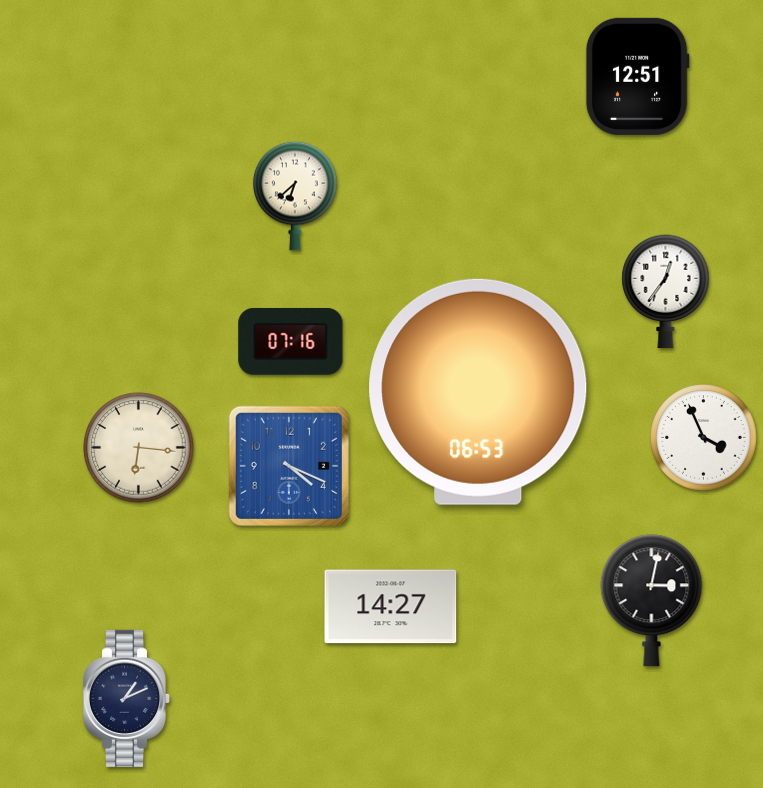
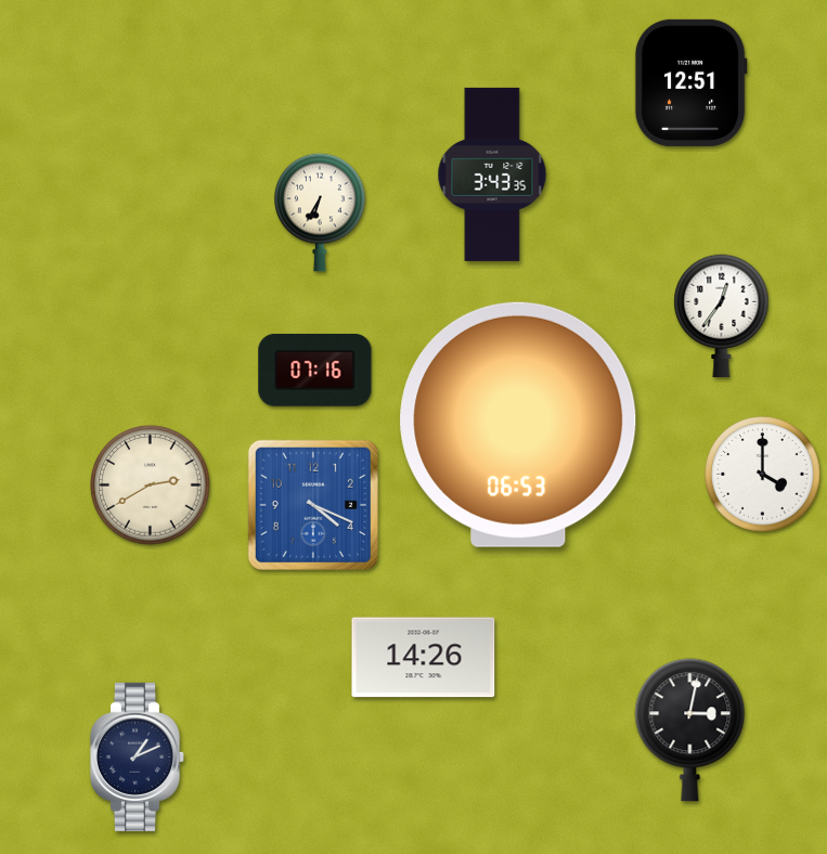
clock at (492, 174): none -> 3:43
clock at (295, 196): 6:38 -> 6:35
clock at (704, 438): 3:56 -> 4:00
clock at (139, 448): 6:16 -> 2:40
clock at (652, 601) position: (652, 601) -> (690, 730)
clock at (391, 607): 14:27 -> 14:26
